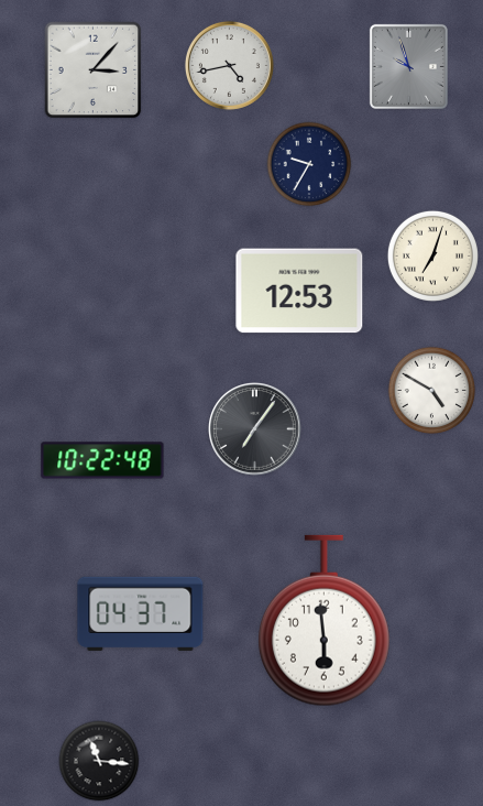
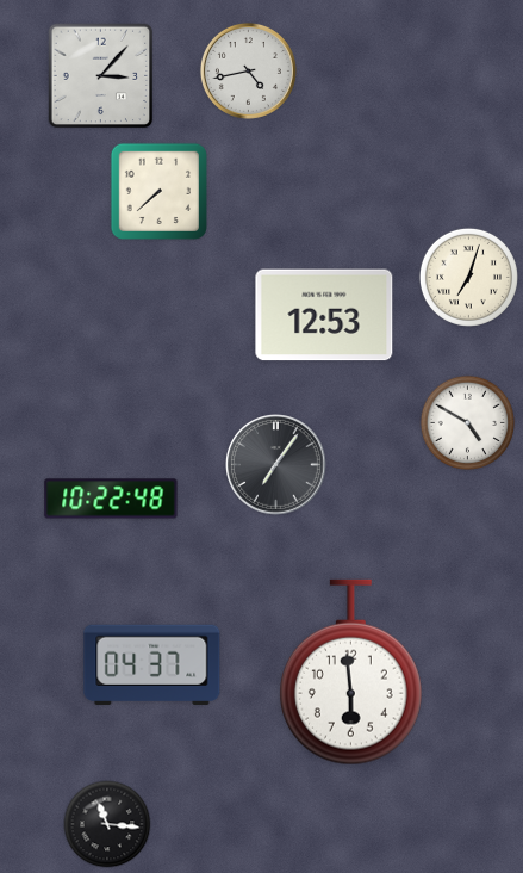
clock at (408, 66): 9:57 -> none
clock at (309, 164): 9:35 -> none
clock at (158, 191): none -> 7:38
